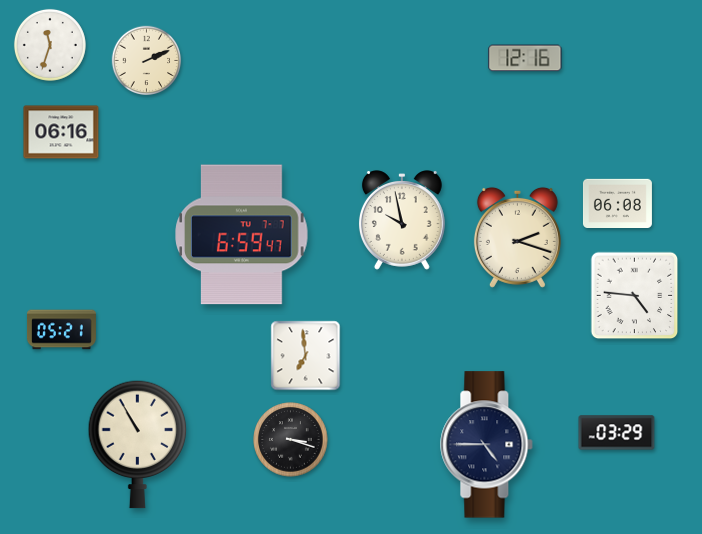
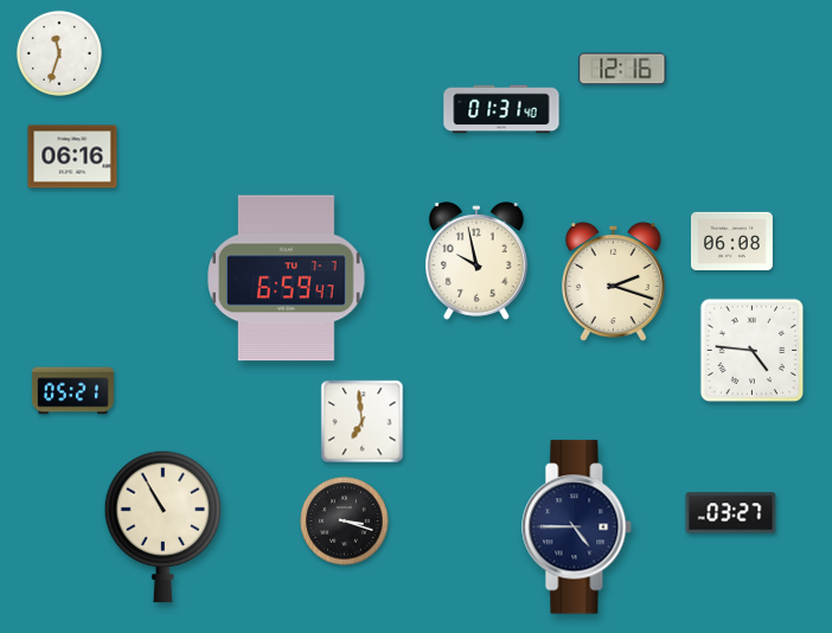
clock at (147, 61): 2:11 -> none
clock at (501, 109): none -> 01:31
clock at (617, 433): 03:29 -> 03:27
